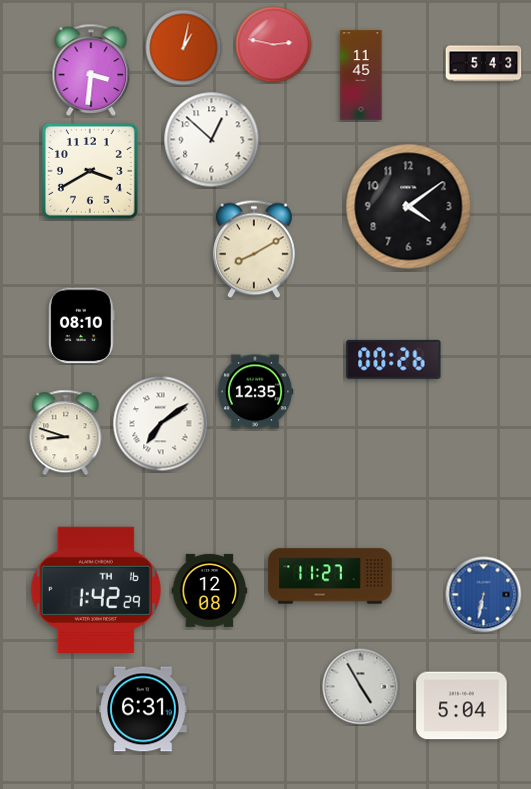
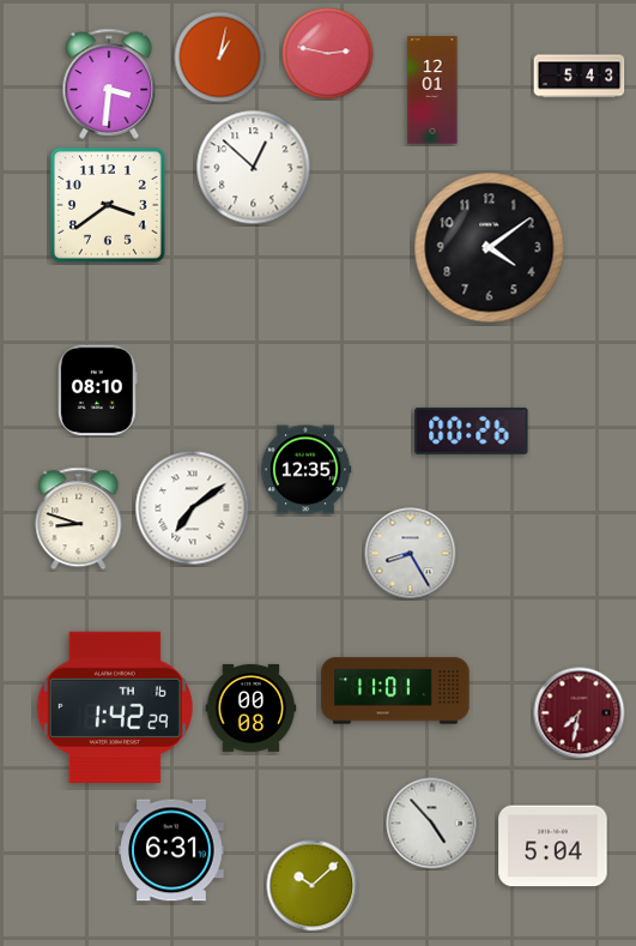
clock at (361, 75): 11:45 -> 12:01
clock at (91, 172): 3:40 -> 3:39
clock at (254, 249): 8:10 -> none
clock at (411, 554): none -> 8:25
clock at (330, 576): 11:27 -> 11:01
clock at (210, 590): 12:08 -> 00:08
clock at (484, 595): 6:32 -> 7:32
clock at (484, 595) dial: blue -> burgundy
clock at (361, 687): 4:55 -> 4:53
clock at (313, 886): none -> 10:08
